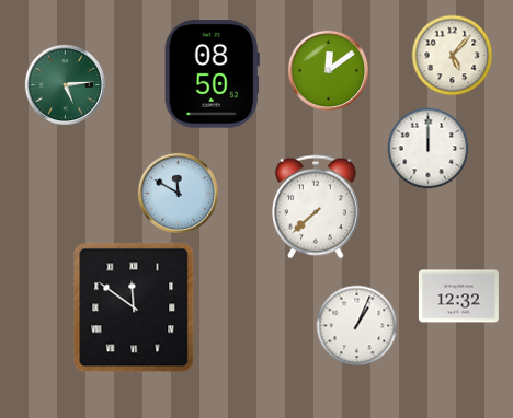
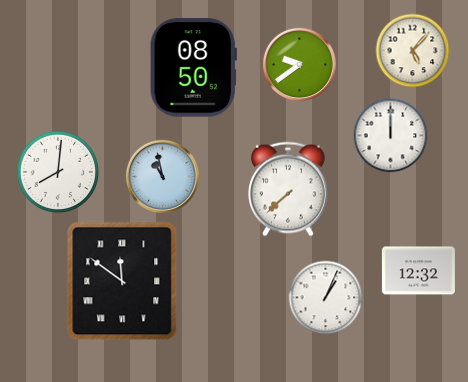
clock at (328, 70): 12:09 -> 9:39
clock at (65, 84): 5:14 -> none
clock at (58, 172): none -> 8:01
clock at (178, 193): 11:50 -> 10:58
